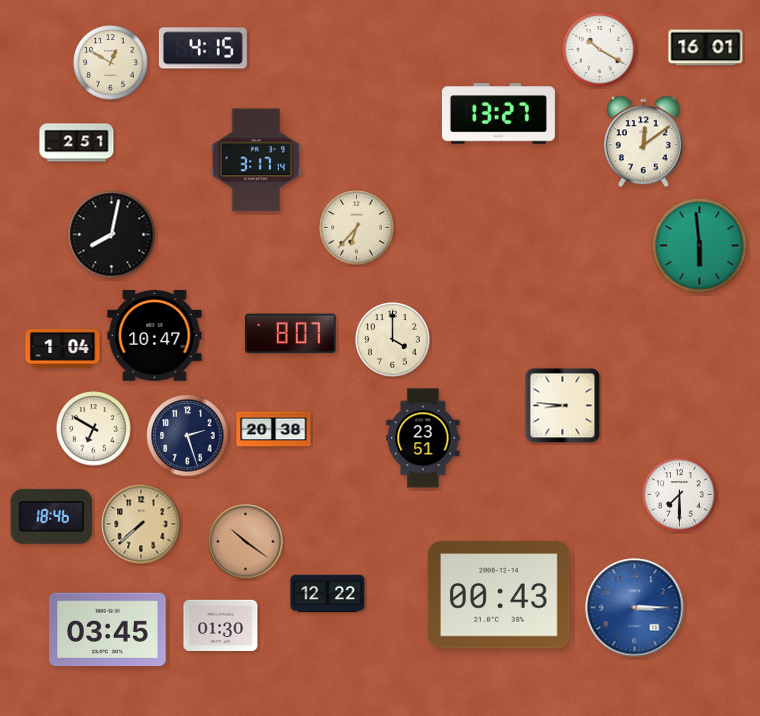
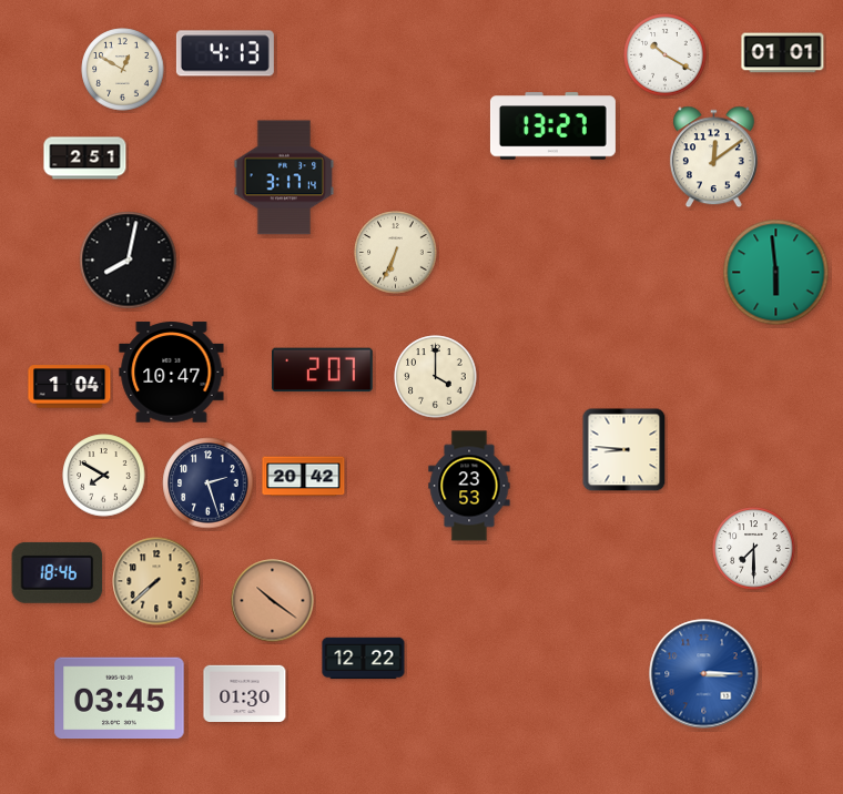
clock at (203, 48): 4:15 -> 4:13
clock at (706, 48): 16:01 -> 01:01
clock at (357, 228): 6:37 -> 6:34
clock at (112, 235) position: (112, 235) -> (129, 261)
clock at (291, 334): 8:07 -> 2:07
clock at (94, 429): 6:50 -> 7:50
clock at (274, 430): 20:38 -> 20:42
clock at (423, 438): 23:51 -> 23:53
clock at (499, 595): 00:43 -> none
